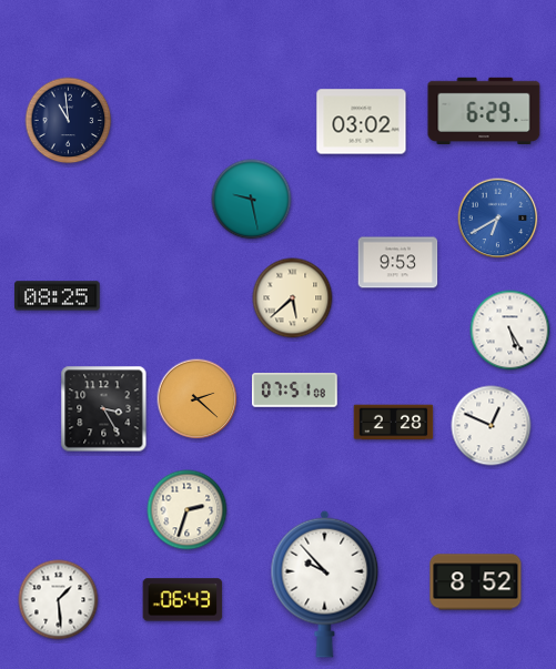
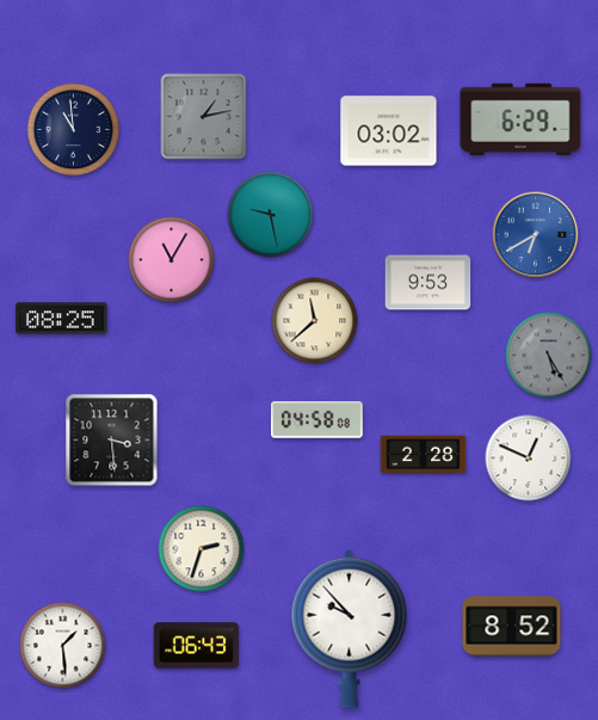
clock at (204, 117): none -> 1:13
clock at (172, 260): none -> 11:05
clock at (293, 298): 5:38 -> 11:38
clock at (510, 331) dial: white -> grey
clock at (295, 391): 07:51 -> 04:58
clock at (198, 399): 2:22 -> none
clock at (104, 409): 3:25 -> 3:29
